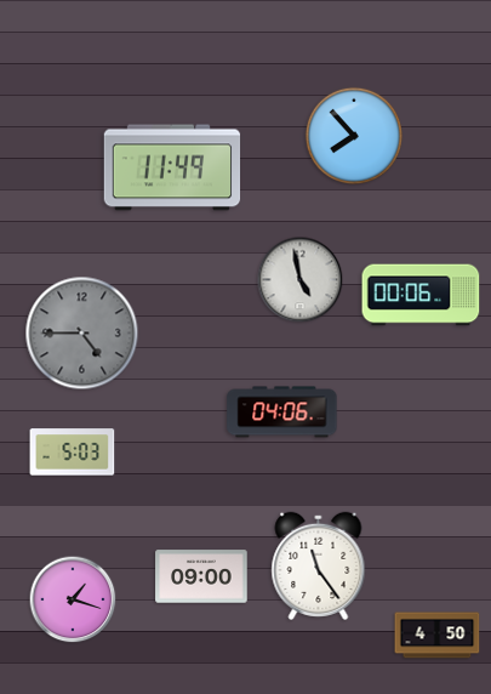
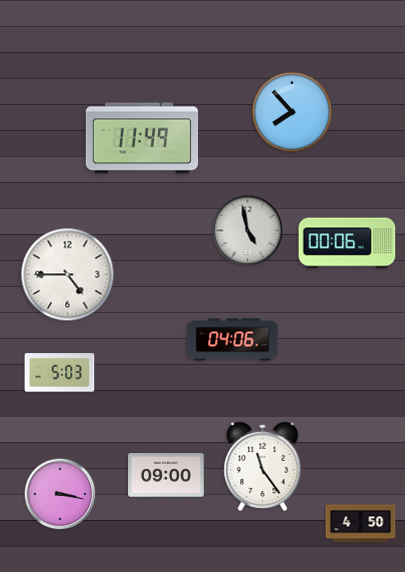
clock at (82, 334) dial: grey -> white
clock at (73, 599): 1:18 -> 3:17
